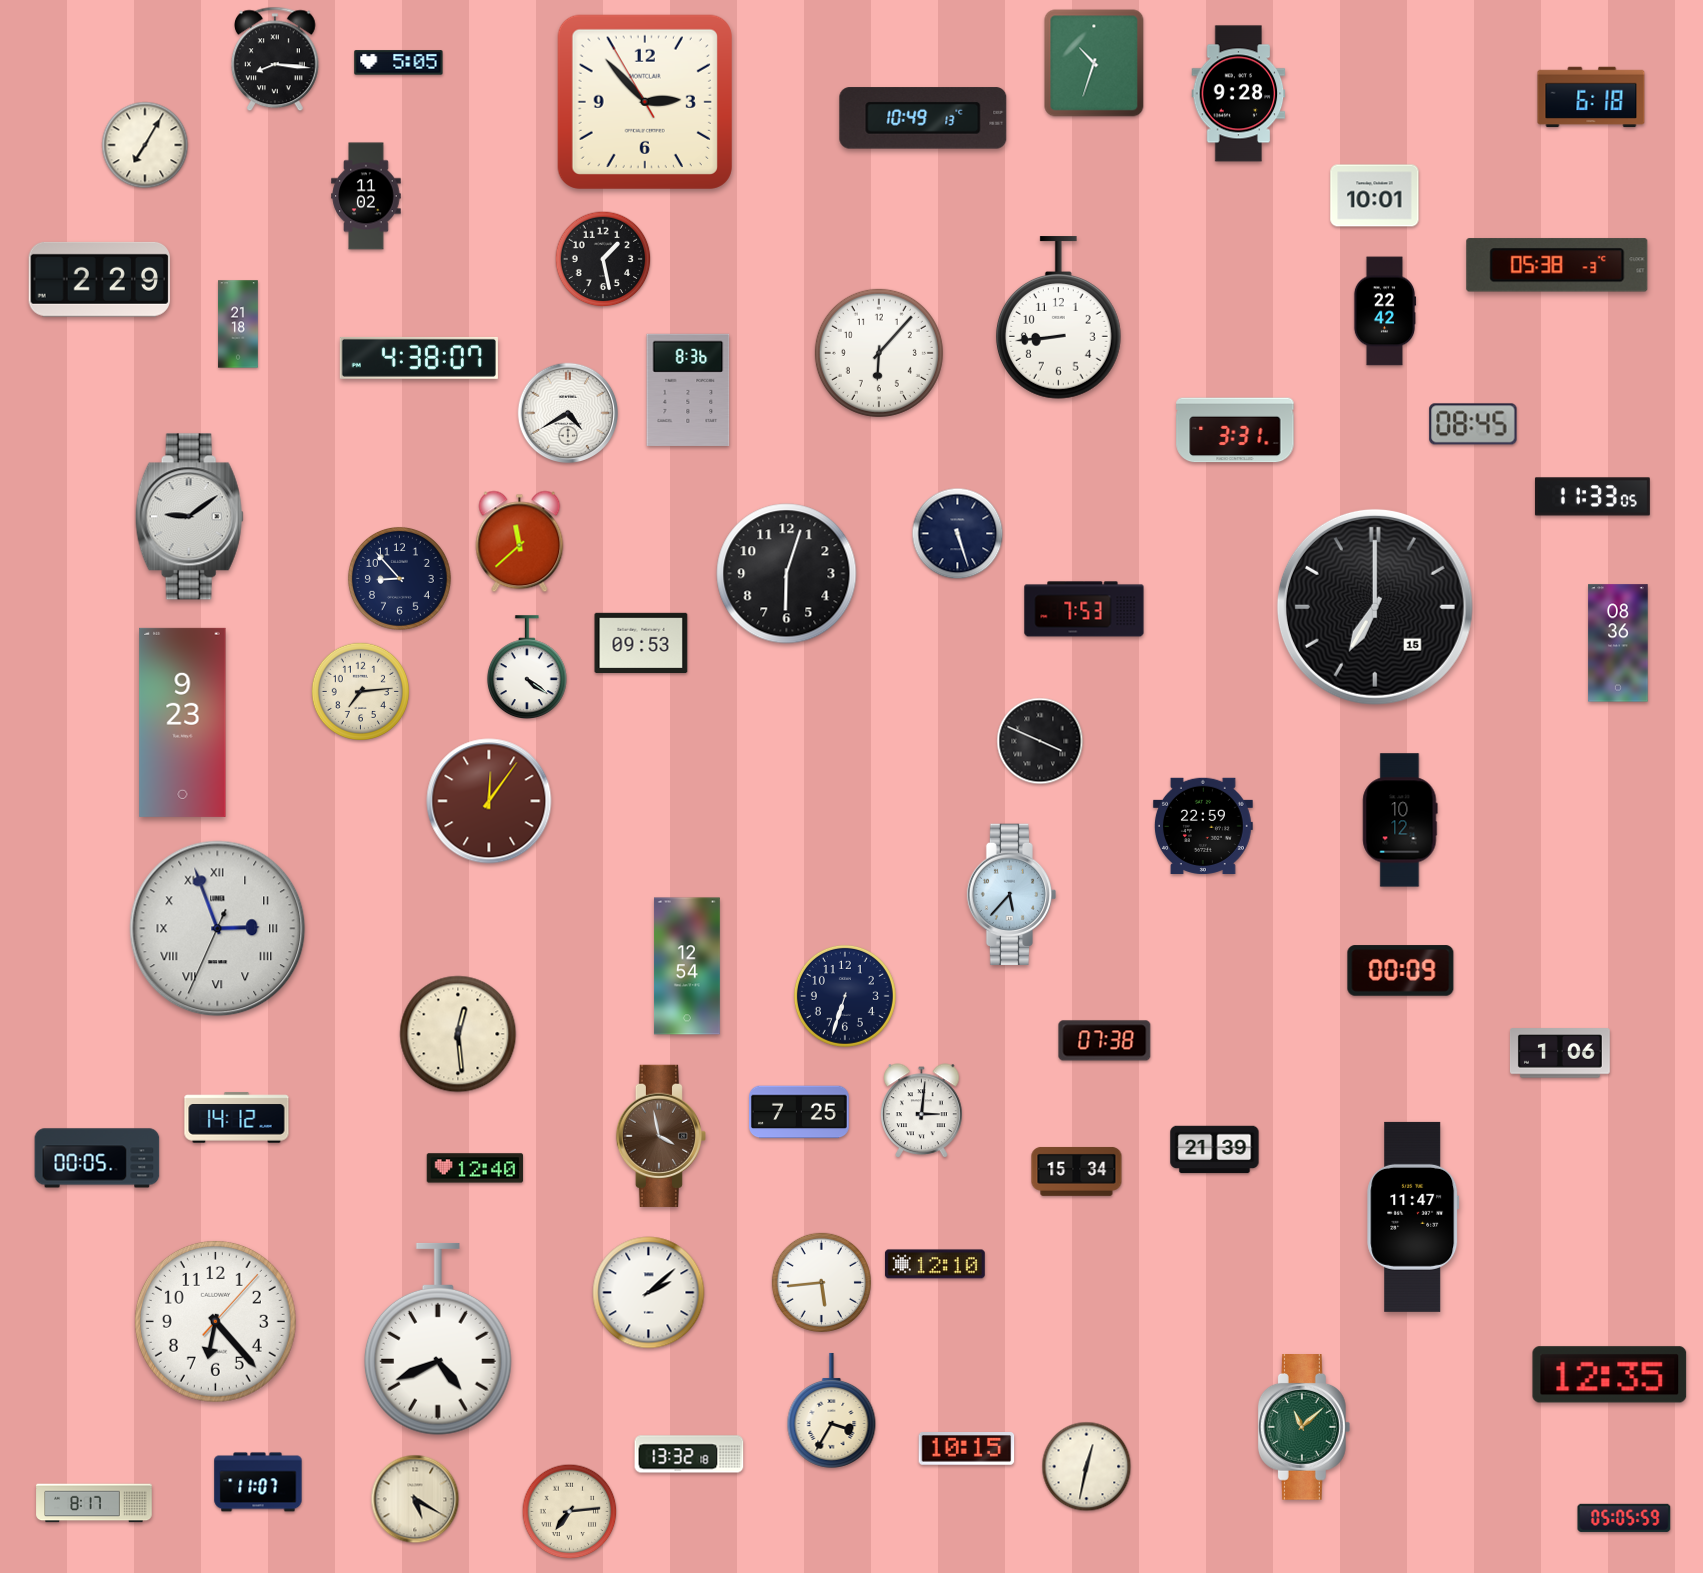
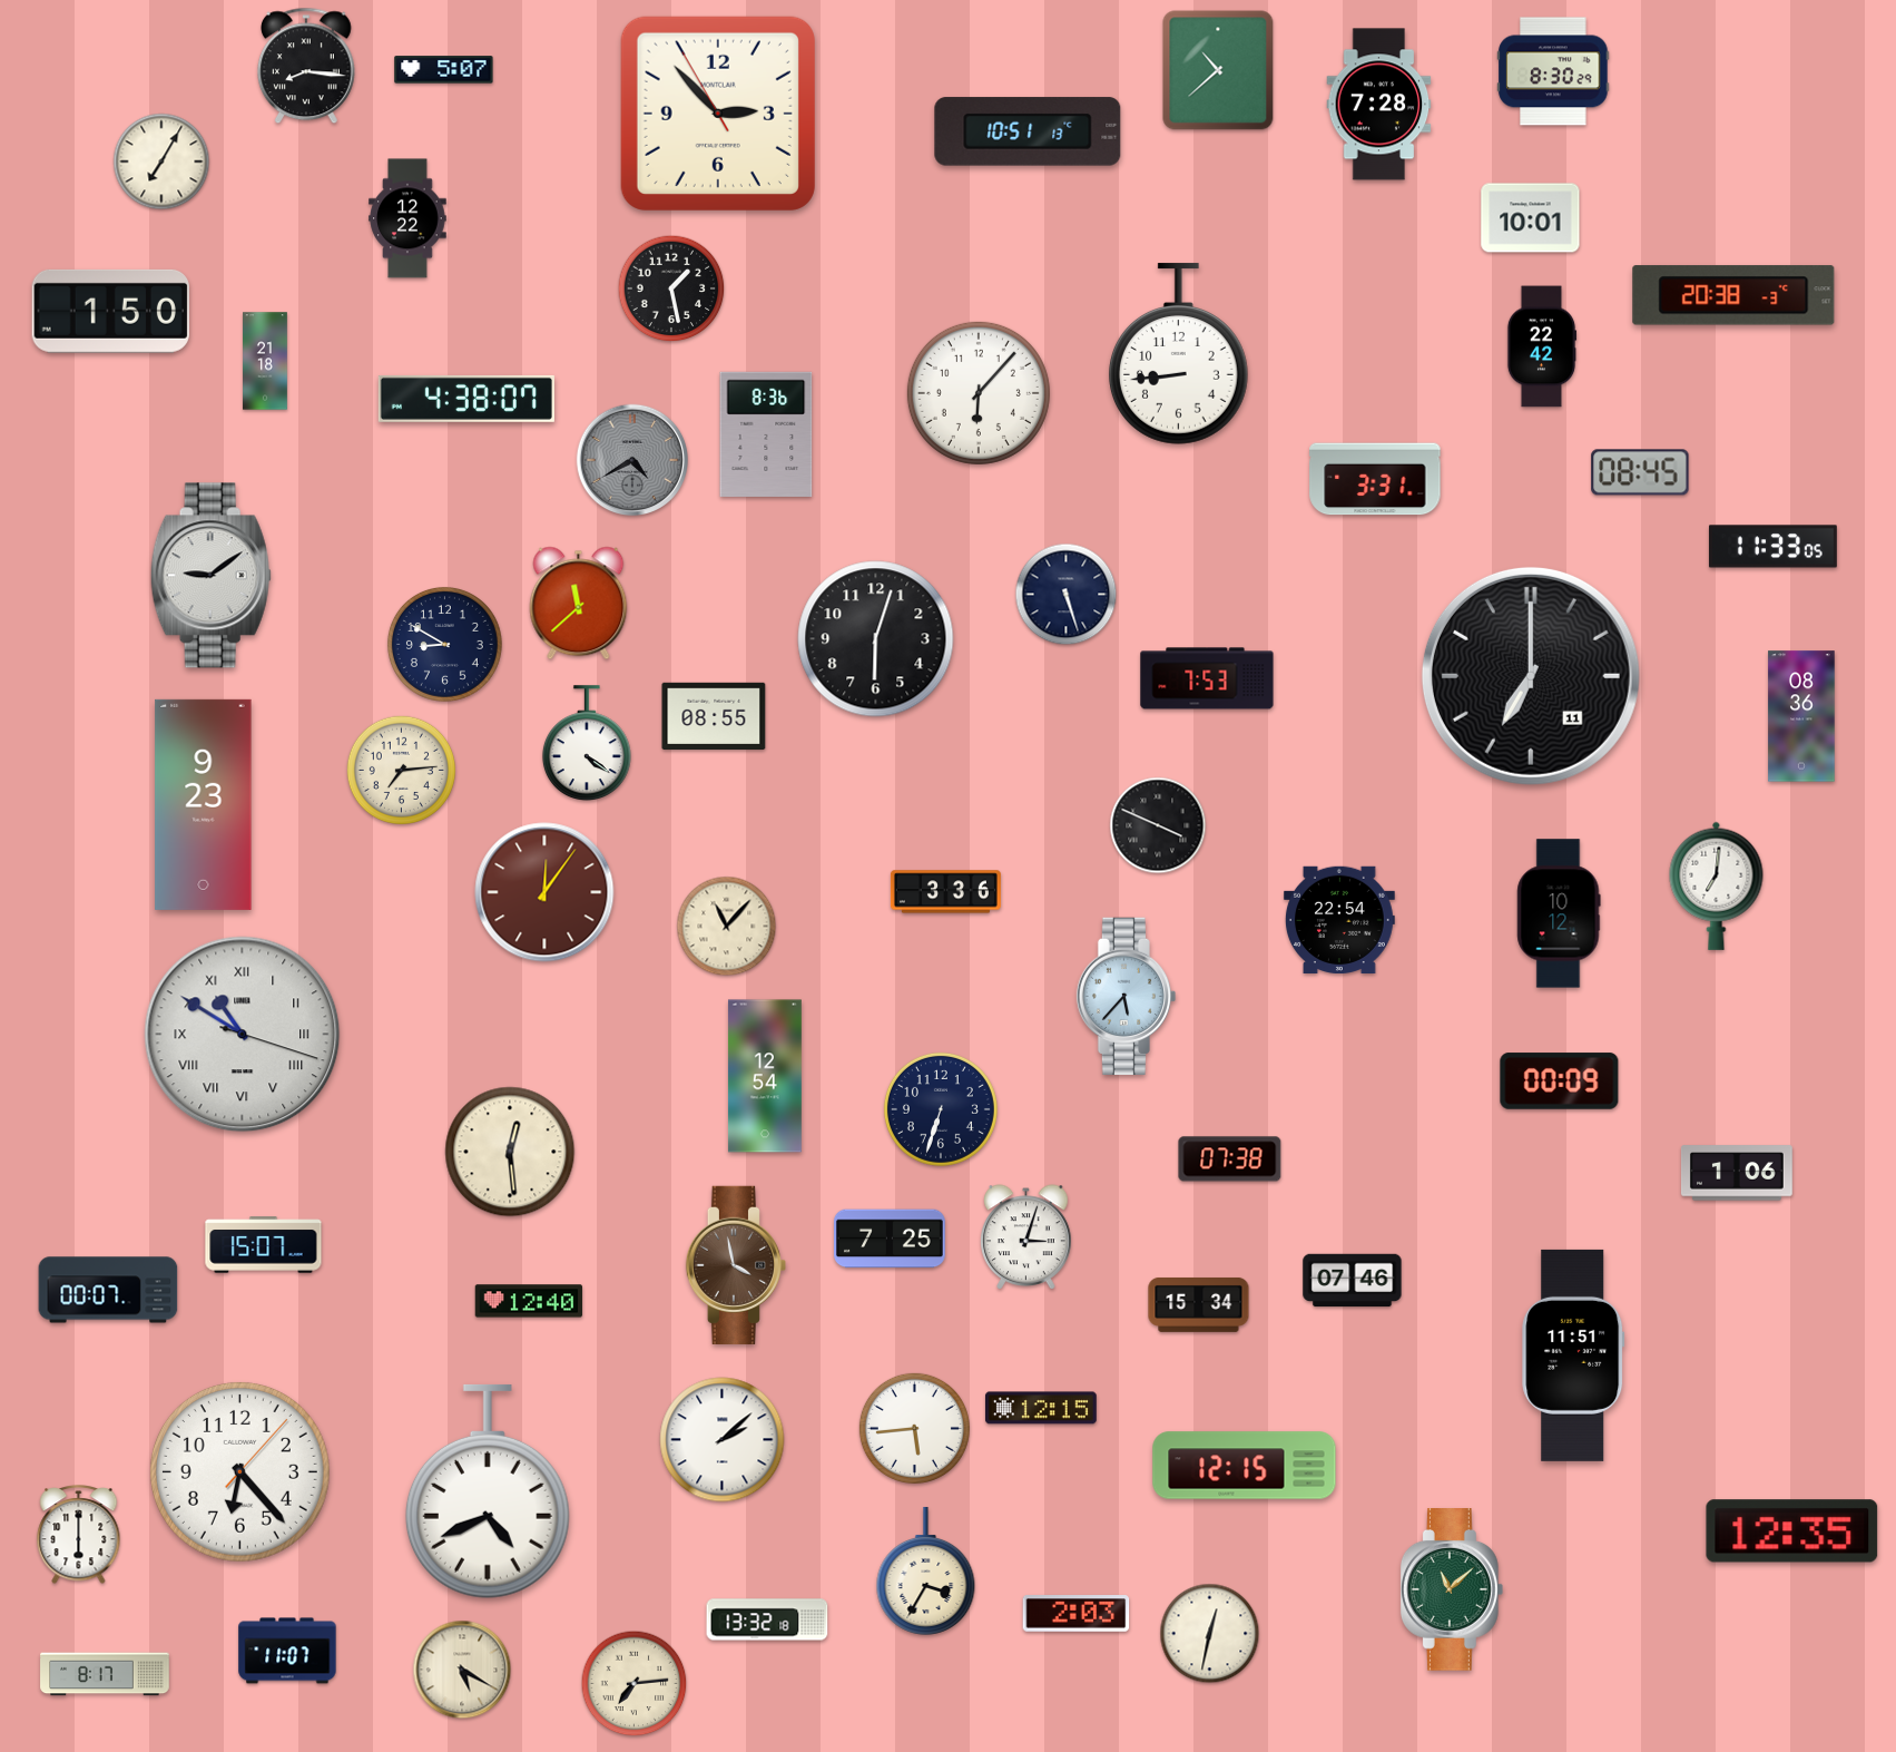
clock at (399, 63): 5:05 -> 5:07
clock at (1094, 63): 10:33 -> 10:38
clock at (1553, 71): none -> 8:30
clock at (1239, 94): 9:28 -> 7:28
clock at (1591, 97): 6:18 -> none
clock at (923, 118): 10:49 -> 10:51
clock at (366, 196): 11:02 -> 12:22
clock at (1557, 265): 05:38 -> 20:38
clock at (99, 279): 2:29 -> 1:50
clock at (568, 413) dial: white -> grey
clock at (1592, 497) position: (1592, 497) -> (1772, 547)
clock at (399, 578): 8:53 -> 8:50
clock at (1375, 607) date: 15 -> 11
clock at (641, 642): 09:53 -> 08:55
clock at (1717, 885): none -> 7:01
clock at (945, 892): none -> 3:36
clock at (1203, 825): 22:59 -> 22:54
clock at (727, 927): none -> 11:07
clock at (218, 929): 2:56 -> 10:50
clock at (922, 1110): 3:01 -> 3:03
clock at (237, 1118): 14:12 -> 15:07
clock at (1215, 1150): 21:39 -> 07:46
clock at (97, 1158): 00:05 -> 00:07
clock at (1413, 1217): 11:47 -> 11:51
clock at (935, 1264): 12:10 -> 12:15
clock at (1245, 1466): none -> 12:15
clock at (79, 1536): none -> 6:00
clock at (967, 1449): 10:15 -> 2:03
clock at (1624, 1518): 05:05 -> none
